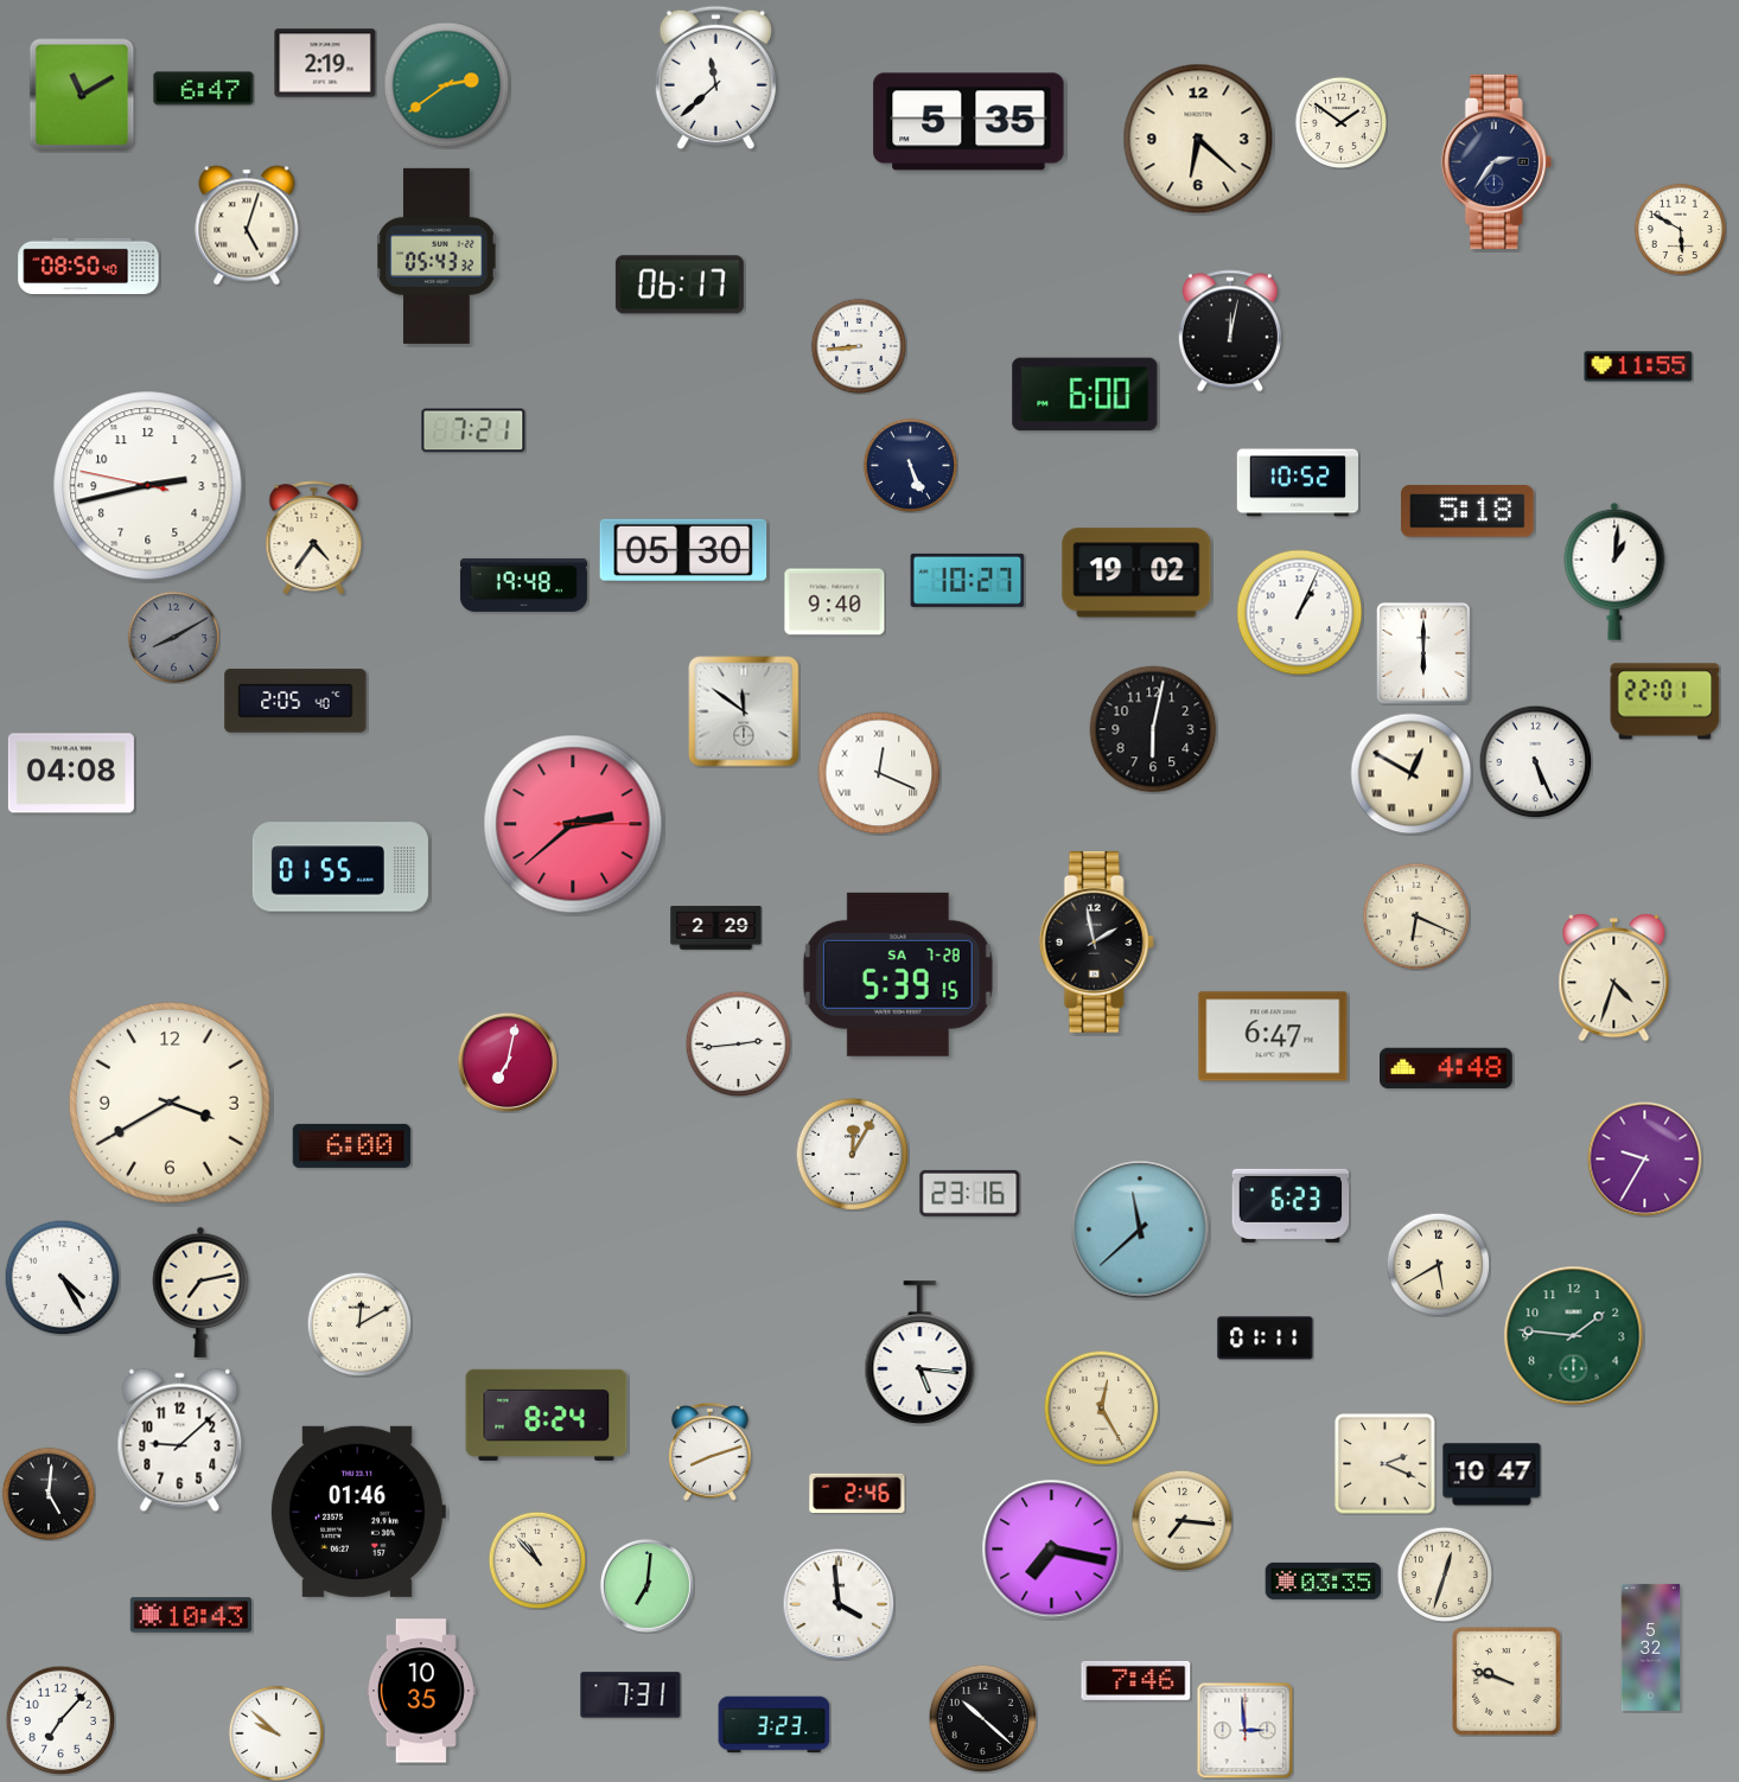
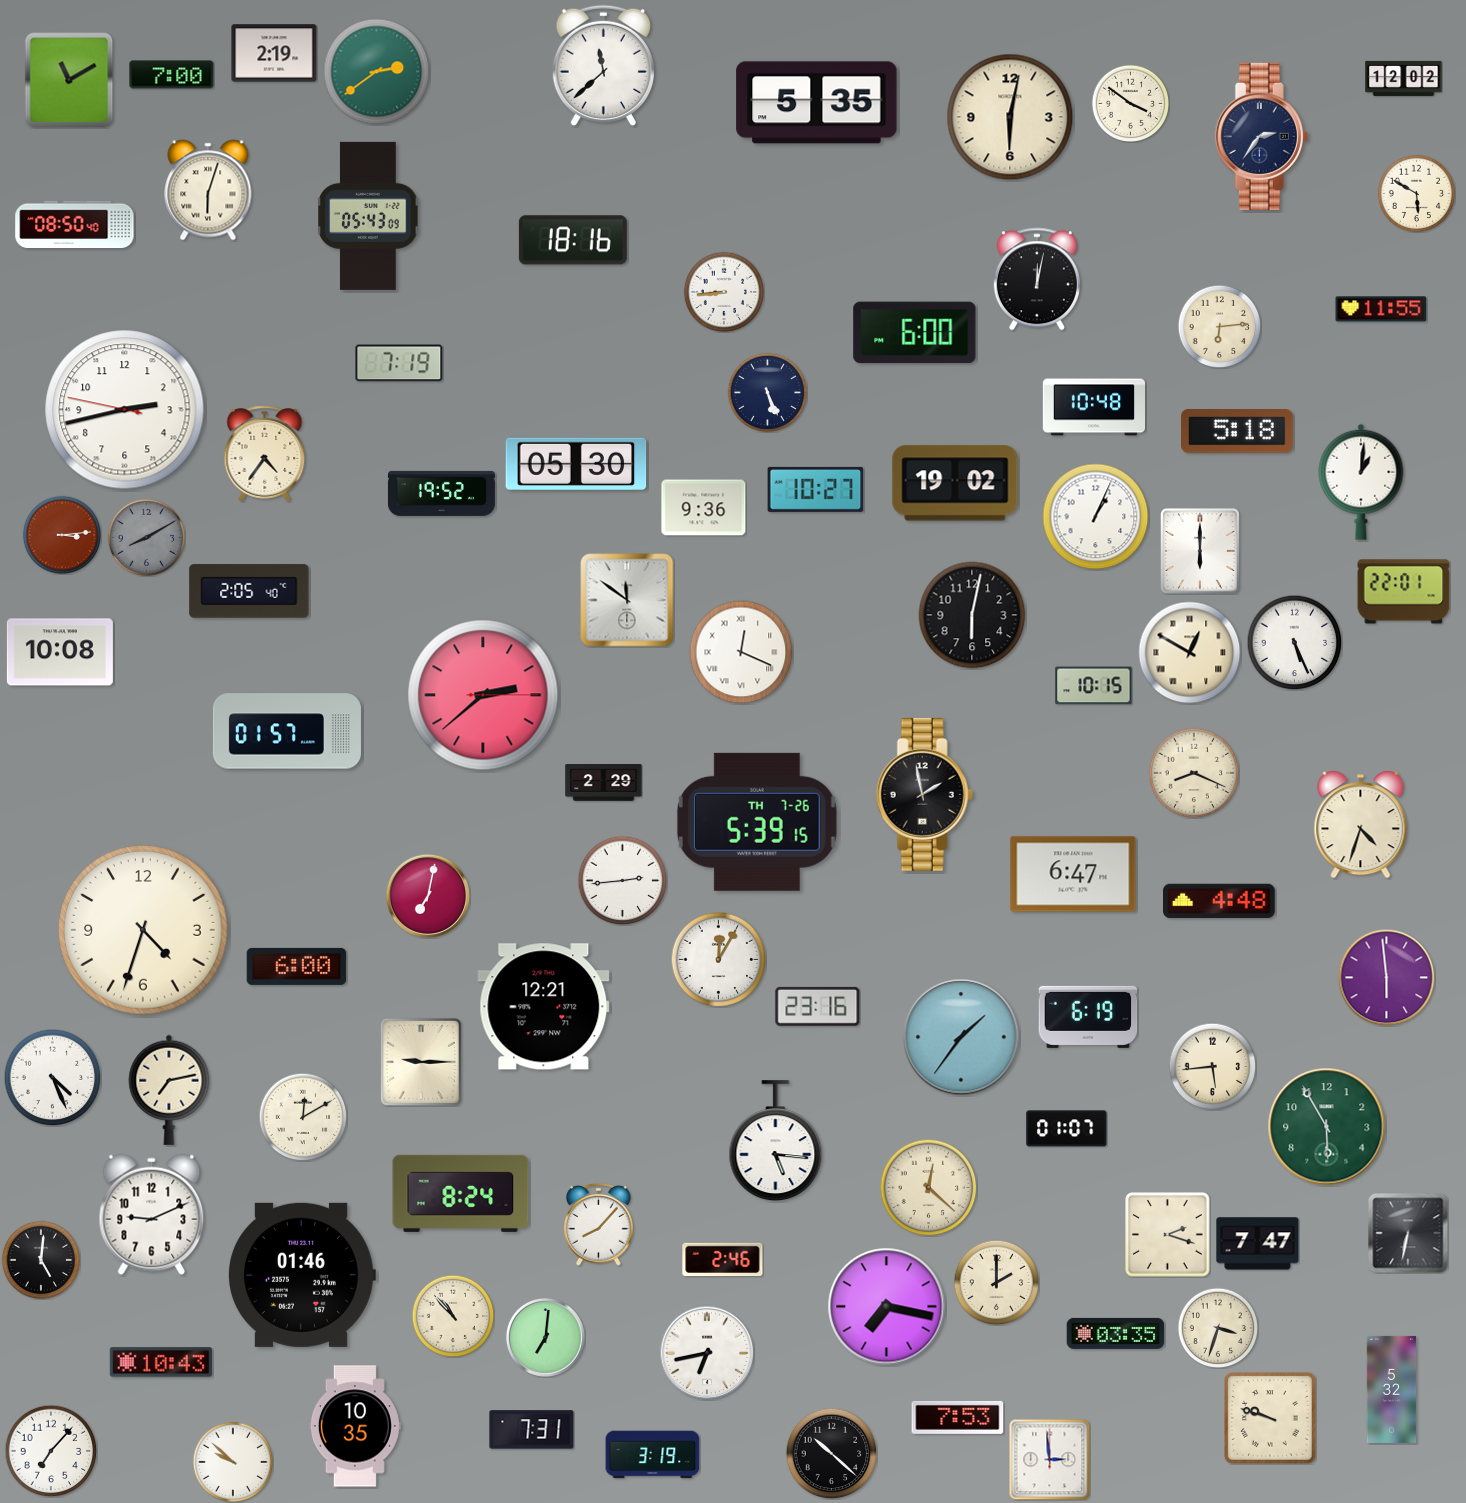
clock at (204, 89): 6:47 -> 7:00
clock at (1404, 78): none -> 12:02
clock at (1340, 122): 1:51 -> 3:51
clock at (1198, 139): 6:22 -> 6:02
clock at (247, 225): 5:03 -> 6:03
clock at (437, 256): 05:43:32 -> 05:43:09
clock at (680, 285): 06:17 -> 18:16
clock at (1219, 326): none -> 6:14
clock at (473, 430): 7:21 -> 7:19
clock at (1298, 483): 10:52 -> 10:48
clock at (1136, 573) position: (1136, 573) -> (955, 483)
clock at (523, 585): 19:48 -> 19:52
clock at (835, 602): 9:40 -> 9:36
clock at (61, 534): none -> 3:14
clock at (71, 773): 04:08 -> 10:08
clock at (1094, 686): none -> 10:15
clock at (340, 867): 01:55 -> 01:57
clock at (1416, 916): 6:19 -> 8:19
clock at (898, 975) date: SA 7-28 -> TH 7-26
clock at (170, 1103): 3:40 -> 4:33
clock at (852, 1154) position: (852, 1154) -> (718, 959)
clock at (1645, 1160): 9:35 -> 5:59
clock at (544, 1007): none -> 12:21
clock at (1291, 1206): 6:23 -> 6:19
clock at (1140, 1229): 11:38 -> 1:36
clock at (421, 1062): none -> 9:15
clock at (1438, 1264): 5:40 -> 5:44
clock at (62, 1277): 4:25 -> 4:26
clock at (1574, 1336): 1:46 -> 5:55
clock at (1266, 1339): 01:11 -> 01:07
clock at (1101, 1407): 12:25 -> 12:22
clock at (180, 1441): 9:08 -> 9:11
clock at (711, 1452): 8:12 -> 8:07
clock at (1408, 1233): none -> 6:32
clock at (1386, 1464): 2:19 -> 2:18
clock at (1492, 1475): 10:47 -> 7:47
clock at (1181, 1520): 7:16 -> 2:00
clock at (1445, 1575): 12:33 -> 3:33
clock at (839, 1604): 3:59 -> 6:43
clock at (1136, 1680): 7:46 -> 7:53
clock at (982, 1718) position: (982, 1718) -> (831, 1453)
clock at (775, 1725): 3:23 -> 3:19
